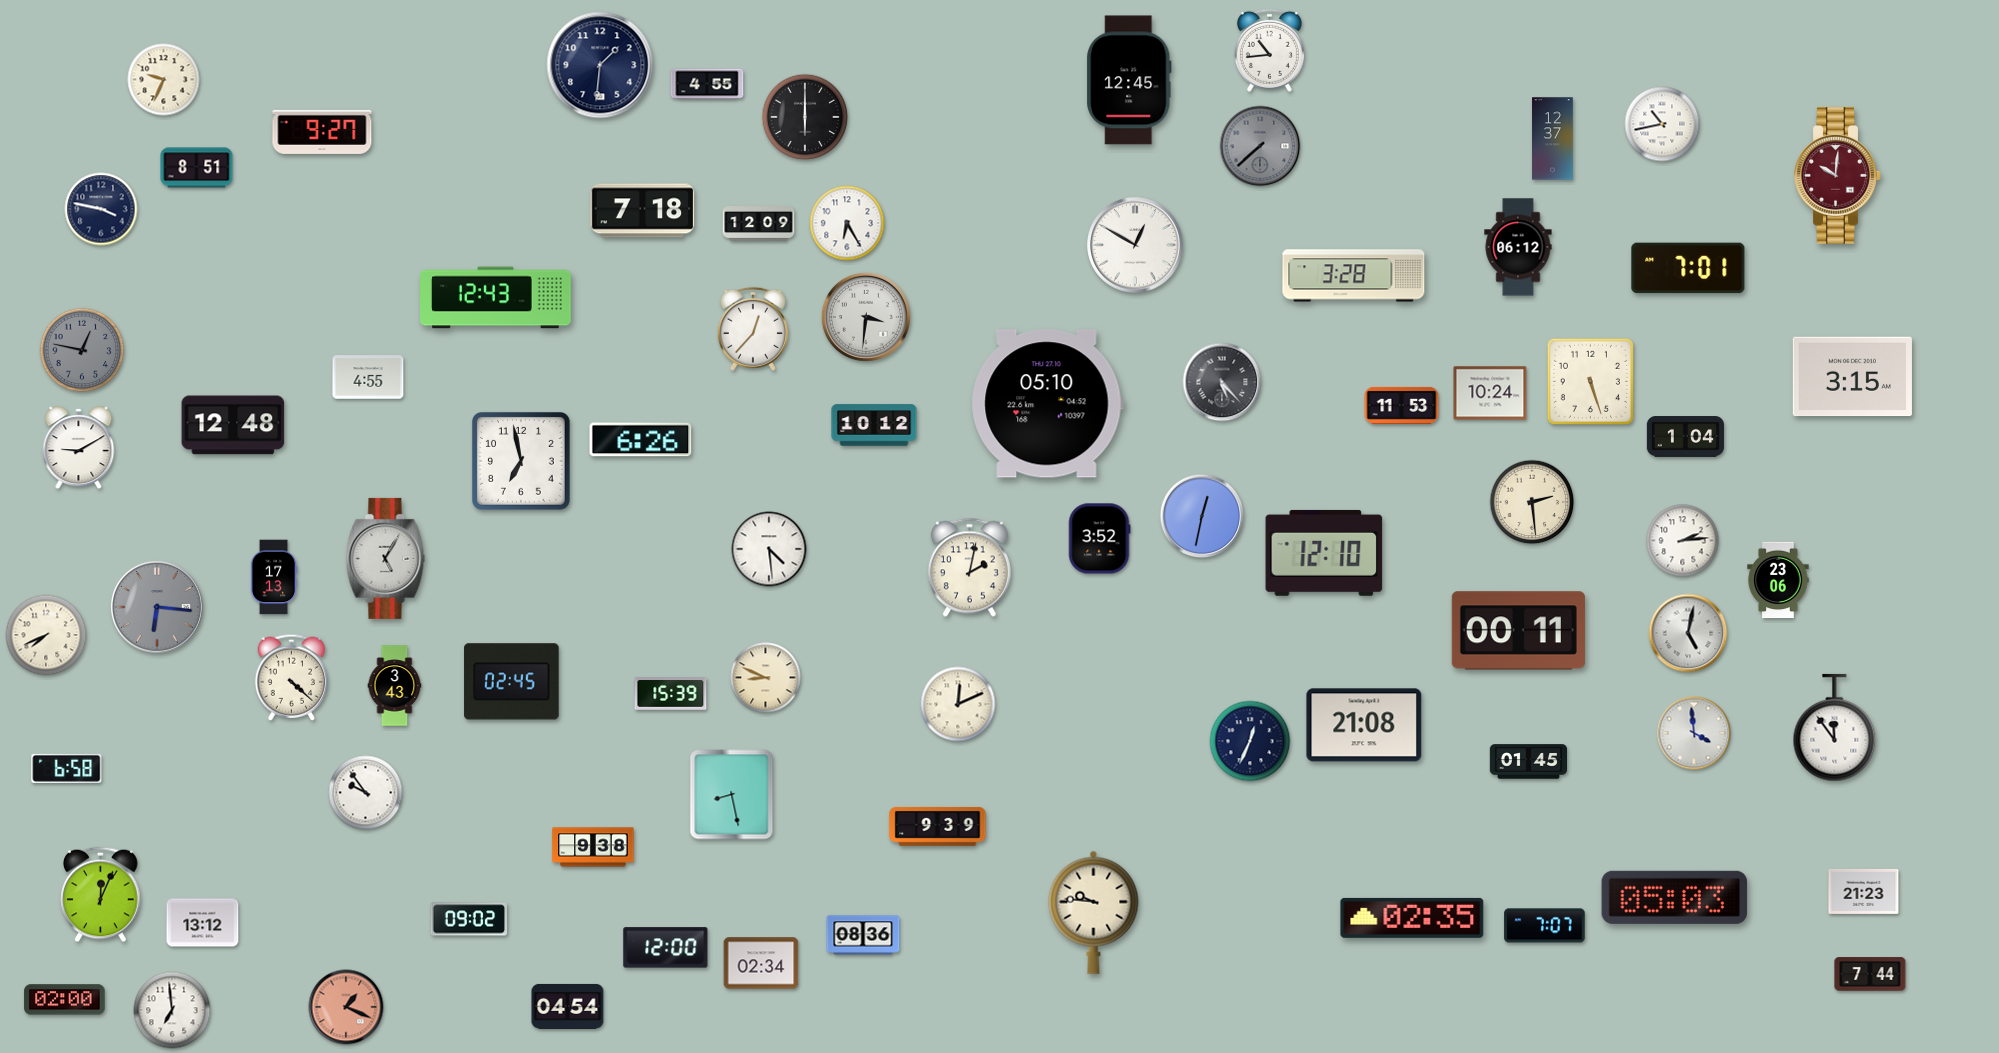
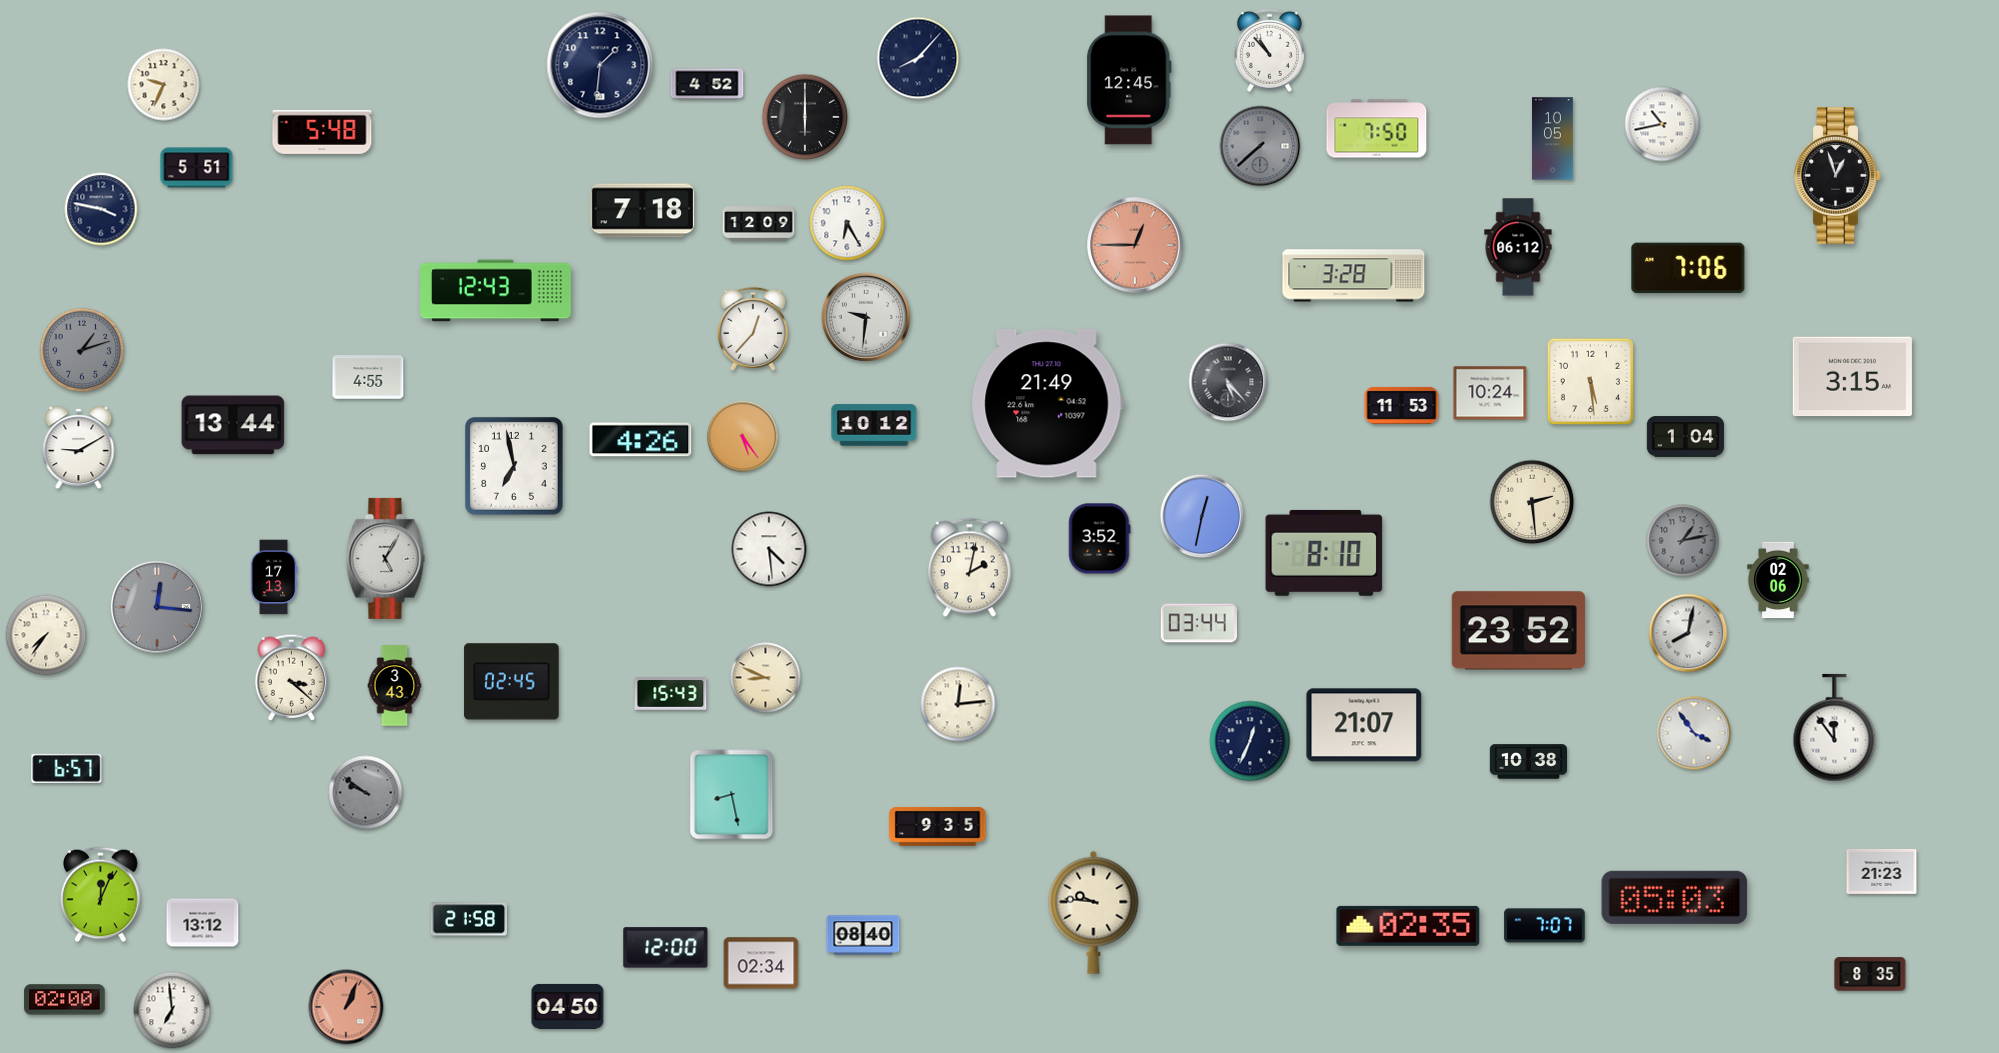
clock at (1269, 50): 10:44 -> 10:53
clock at (918, 58): none -> 8:07
clock at (164, 80) position: (164, 80) -> (164, 85)
clock at (707, 84): 4:55 -> 4:52
clock at (1377, 129): none -> 7:50
clock at (322, 132): 9:27 -> 5:48
clock at (1553, 139): 12:37 -> 10:05
clock at (197, 168): 8:51 -> 5:51
clock at (1838, 176): 10:01 -> 12:57
clock at (1838, 176) dial: burgundy -> black
clock at (1135, 245): 12:50 -> 12:45
clock at (1135, 245) dial: white -> salmon
clock at (1688, 268): 7:01 -> 7:06
clock at (496, 298) position: (496, 298) -> (496, 291)
clock at (866, 317): 3:31 -> 9:31
clock at (82, 350): 12:47 -> 1:12
clock at (1590, 381): 5:27 -> 5:29
clock at (1222, 382) position: (1222, 382) -> (1228, 382)
clock at (1047, 404): 05:10 -> 21:49
clock at (233, 425): 12:48 -> 13:44
clock at (743, 437): none -> 5:24
clock at (641, 440): 6:26 -> 4:26
clock at (521, 461) position: (521, 461) -> (514, 466)
clock at (1683, 541): 2:14 -> 1:13
clock at (1683, 541) dial: white -> grey
clock at (1324, 553): 12:10 -> 8:10
clock at (1778, 580): 23:06 -> 02:06
clock at (157, 607): 6:16 -> 12:16
clock at (1198, 623): none -> 03:44
clock at (1518, 631): 00:11 -> 23:52
clock at (1688, 633): 5:02 -> 8:02
clock at (46, 635): 7:41 -> 7:36
clock at (292, 677): 4:22 -> 3:22
clock at (671, 694): 15:39 -> 15:43
clock at (958, 704): 12:11 -> 12:14
clock at (1364, 725): 21:08 -> 21:07
clock at (1694, 733): 3:59 -> 3:54
clock at (1528, 762): 01:45 -> 10:38
clock at (67, 768): 6:58 -> 6:57
clock at (366, 793): 9:54 -> 9:51
clock at (366, 793) dial: white -> grey
clock at (938, 827): 9:39 -> 9:35
clock at (593, 847): 9:38 -> none
clock at (1864, 891) position: (1864, 891) -> (1882, 871)
clock at (1412, 918) position: (1412, 918) -> (1408, 926)
clock at (468, 919): 09:02 -> 21:58
clock at (863, 935): 08:36 -> 08:40
clock at (1870, 974): 7:44 -> 8:35
clock at (568, 1006): 04:54 -> 04:50
clock at (346, 1007): 1:19 -> 1:04
